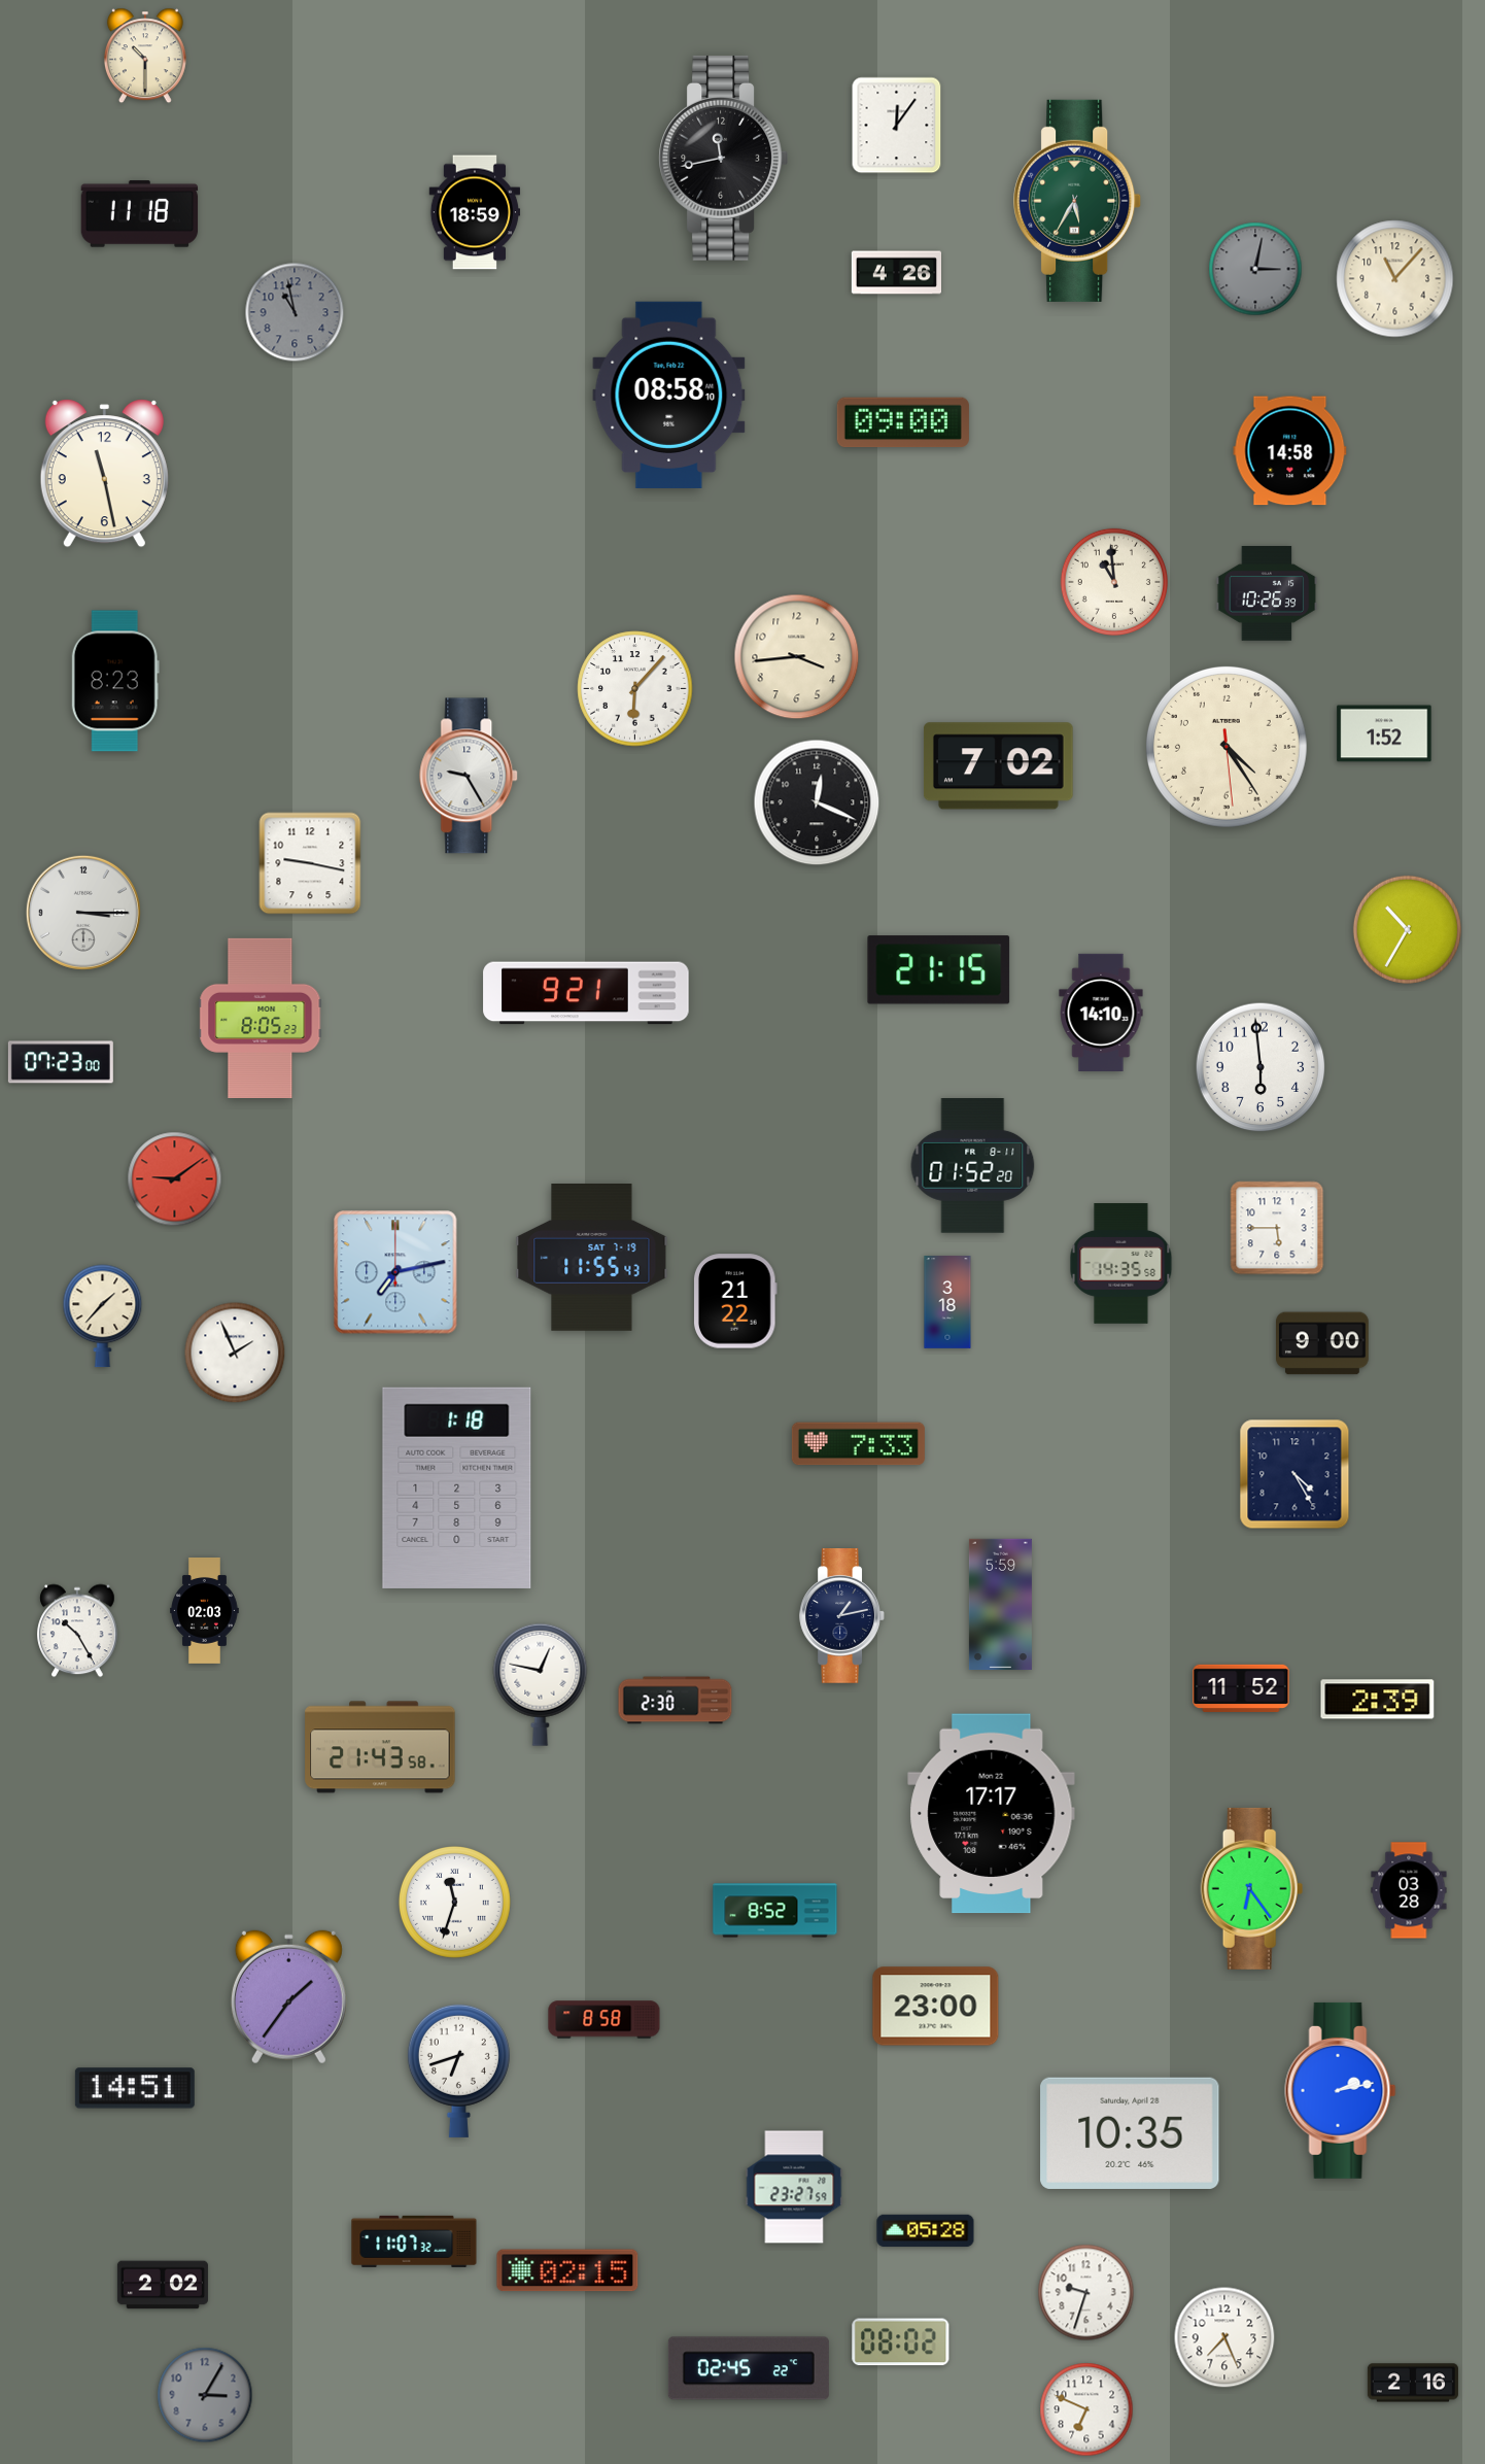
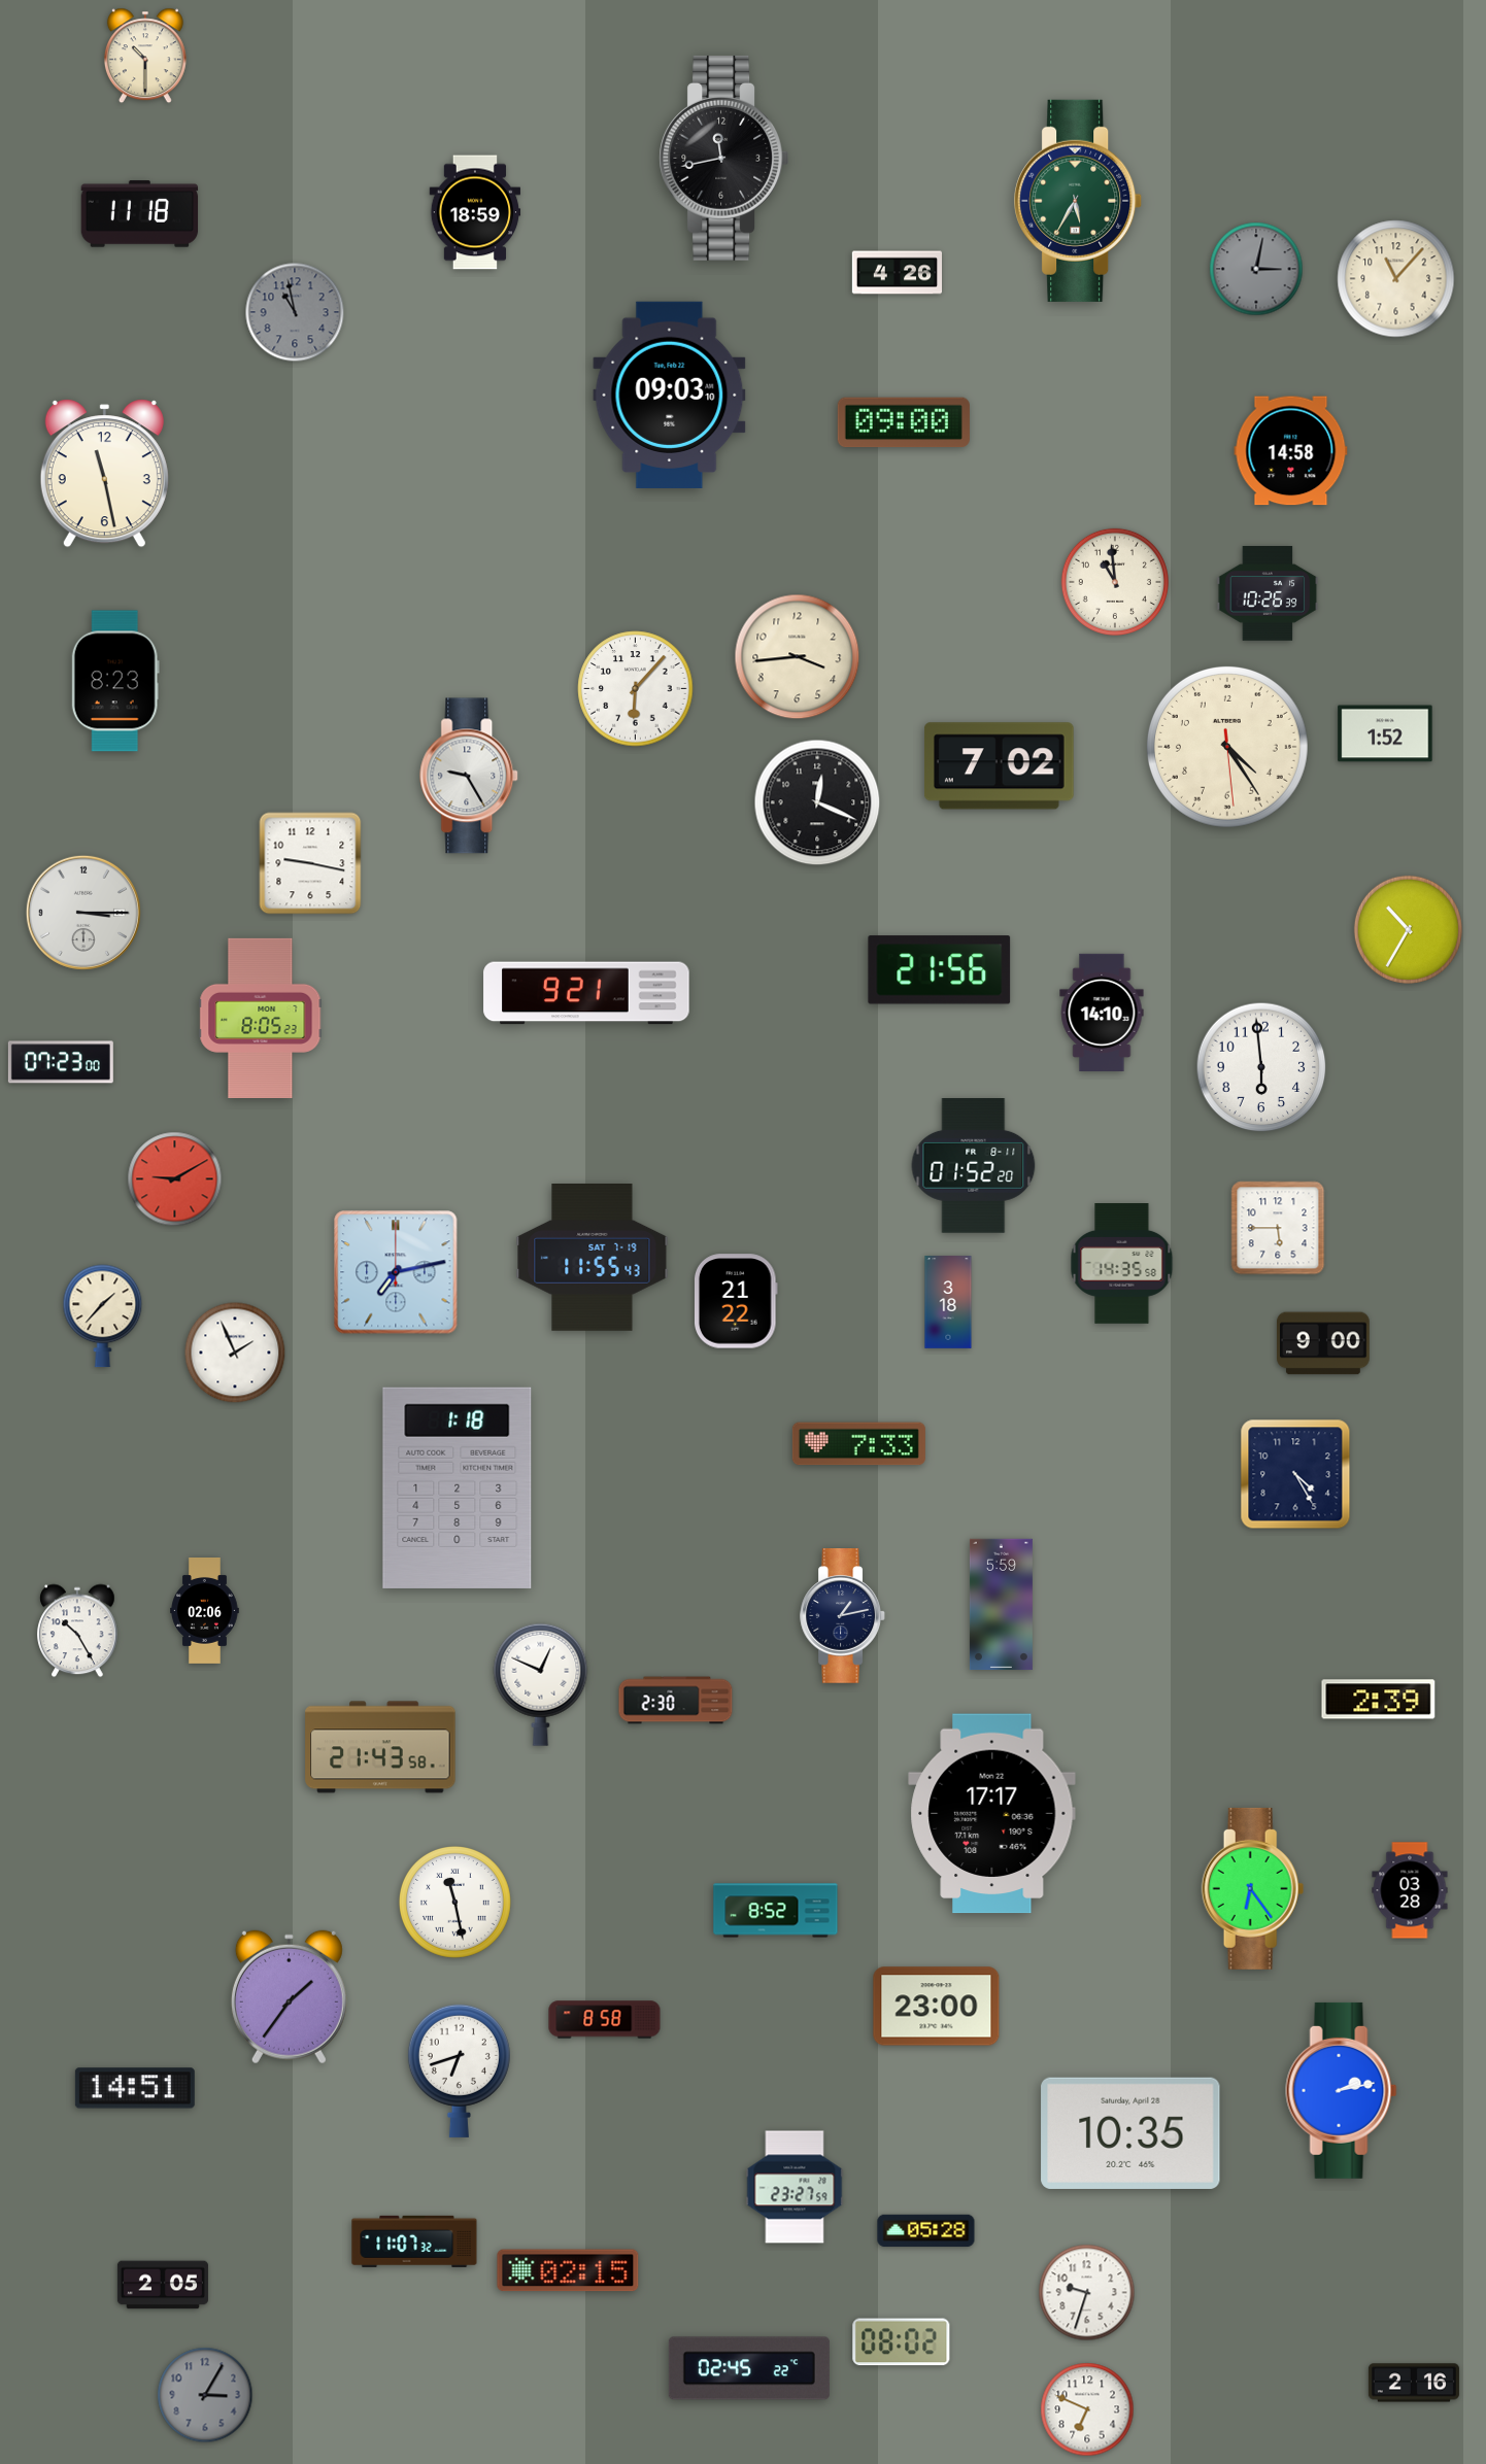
clock at (897, 126): 12:06 -> none
clock at (669, 395): 08:58 -> 09:03
clock at (939, 970): 21:15 -> 21:56
clock at (175, 1179): 9:09 -> 9:10
clock at (205, 1611): 02:03 -> 02:06
clock at (541, 1684): 12:47 -> 12:49
clock at (1241, 1687): 11:52 -> none
clock at (454, 1902): 11:33 -> 11:28
clock at (163, 2285): 2:02 -> 2:05
clock at (1224, 2337): 7:26 -> none
